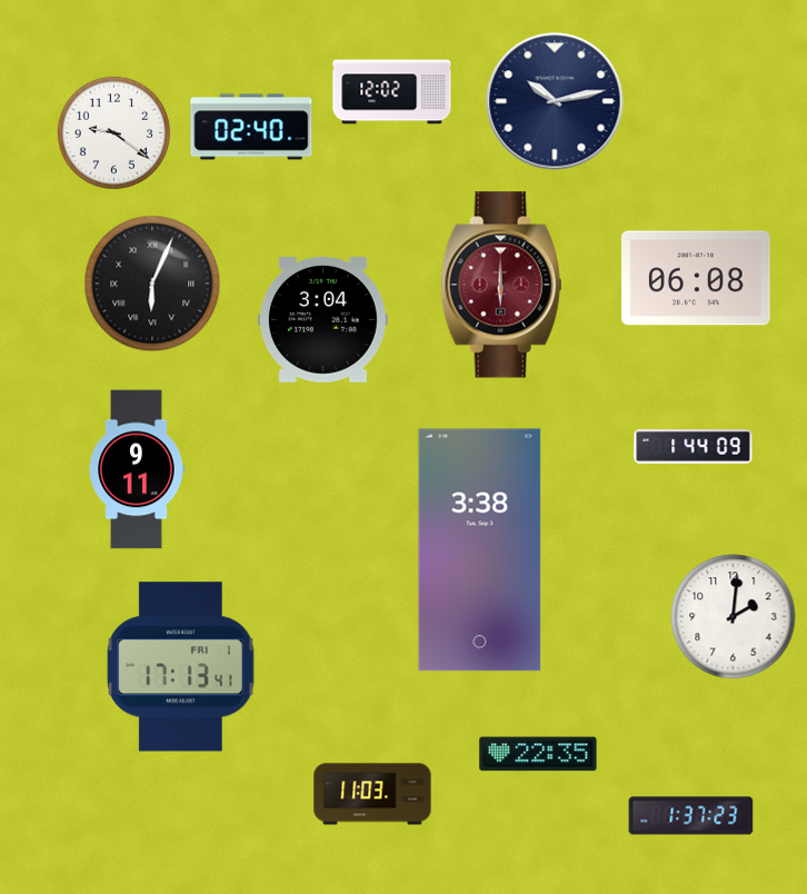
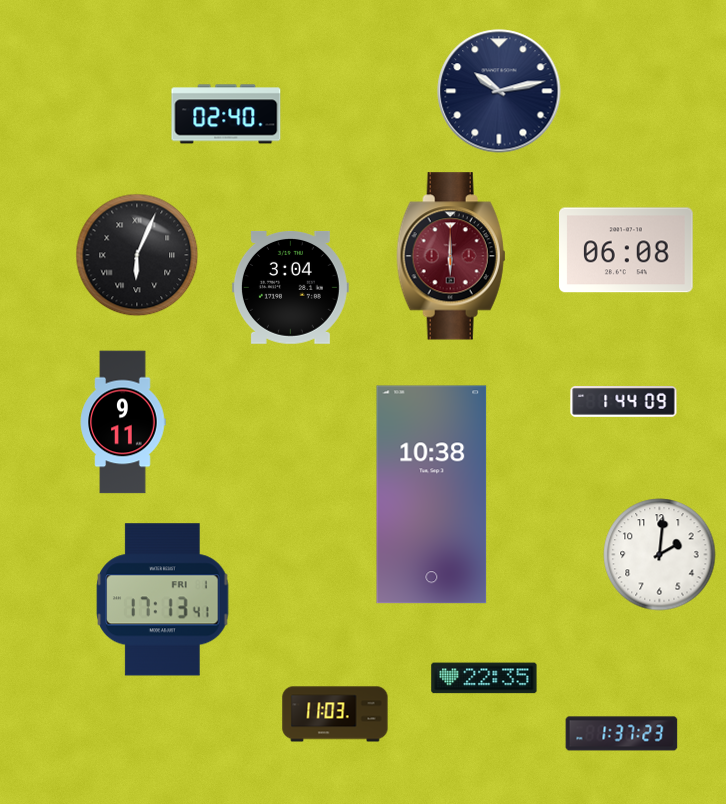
clock at (392, 92): 12:02 -> none
clock at (113, 132): 9:21 -> none
clock at (480, 550): 3:38 -> 10:38
